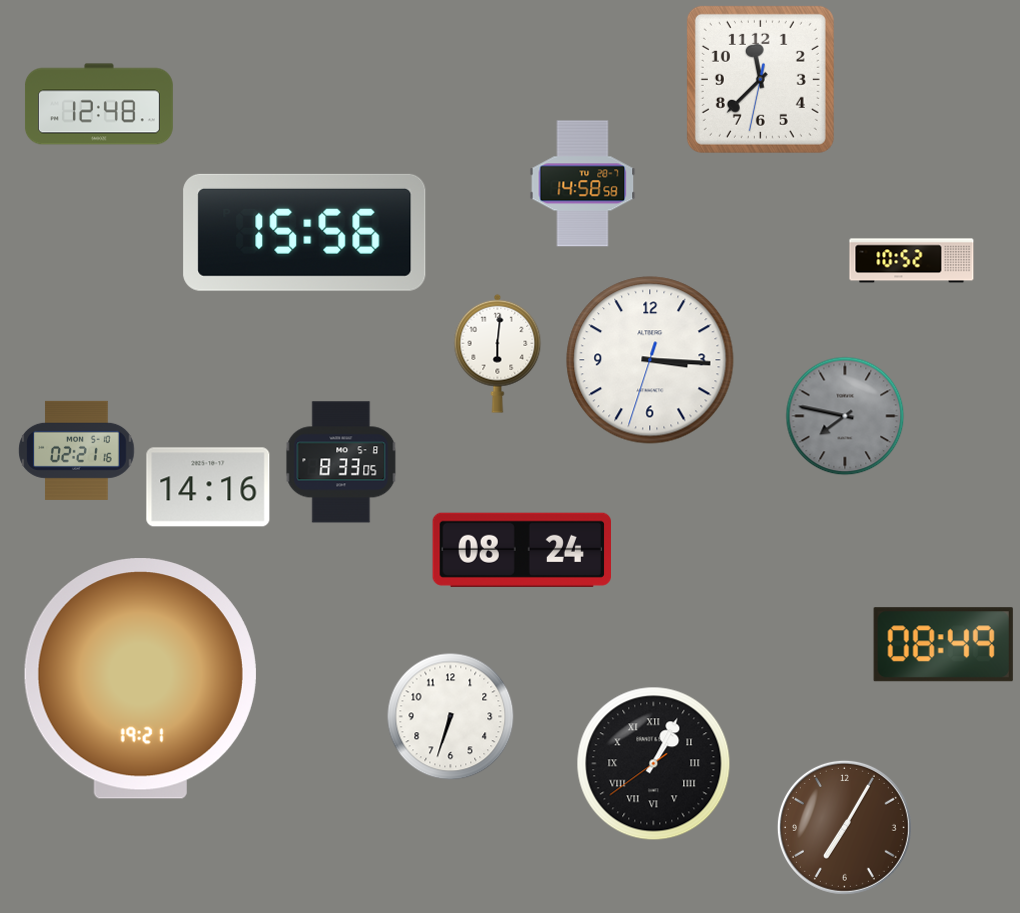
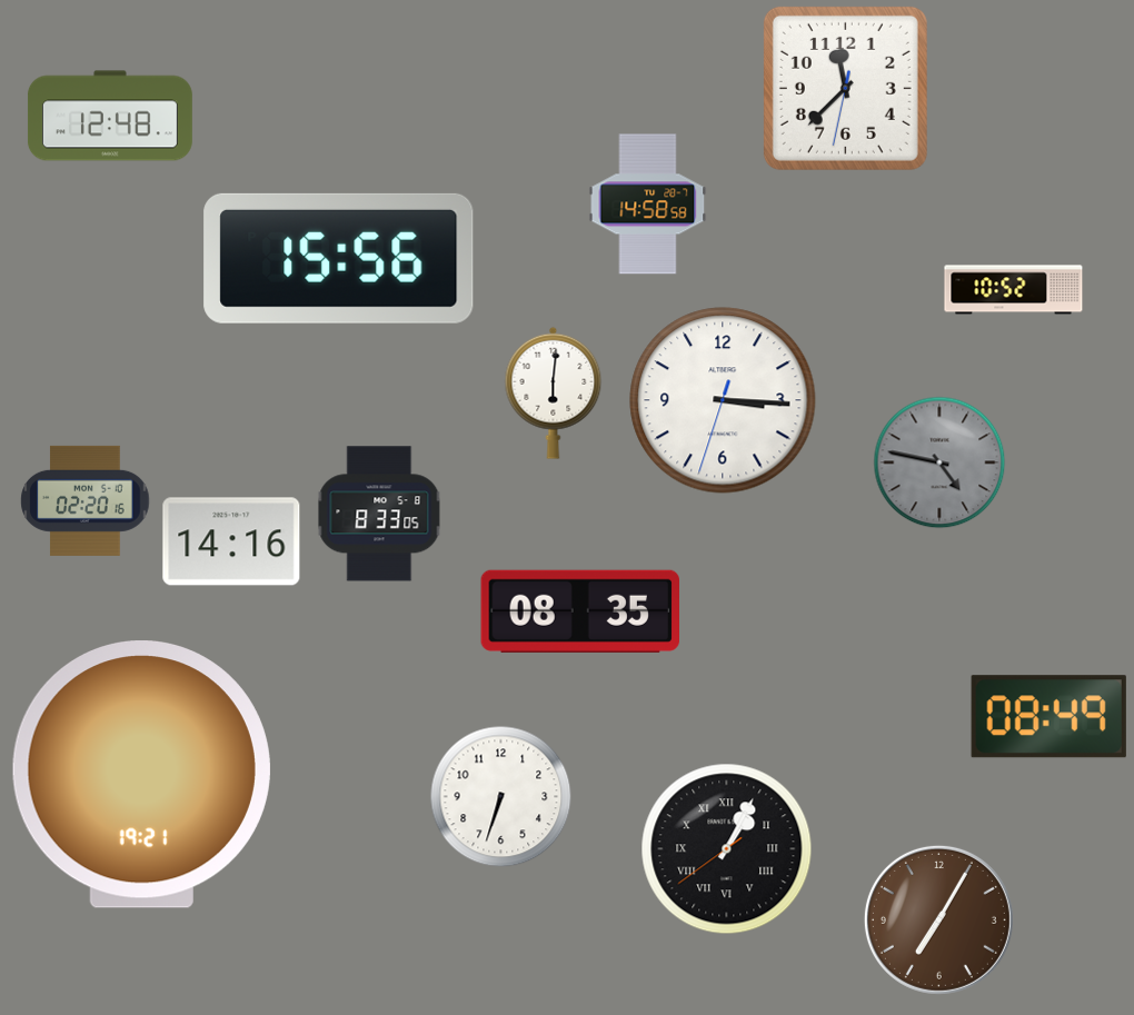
clock at (845, 416): 7:47 -> 4:47
clock at (77, 450): 02:21 -> 02:20
clock at (521, 550): 08:24 -> 08:35
clock at (140, 679) position: (140, 679) -> (141, 775)
